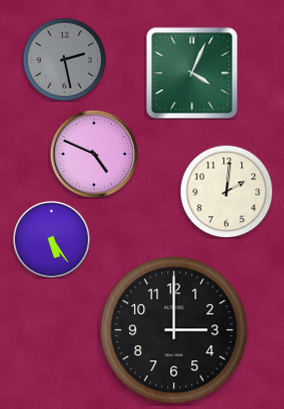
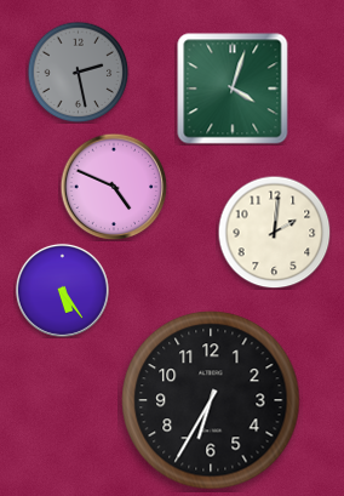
clock at (192, 73): 4:04 -> 4:03
clock at (174, 330): 3:00 -> 6:35
